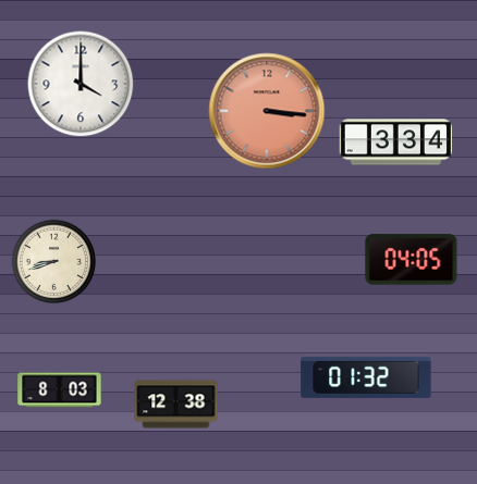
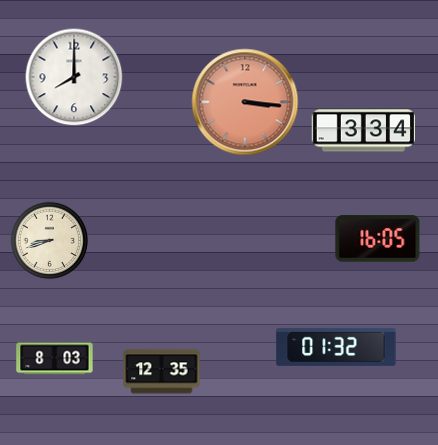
clock at (81, 84): 4:00 -> 8:00
clock at (412, 260): 04:05 -> 16:05
clock at (176, 405): 12:38 -> 12:35
